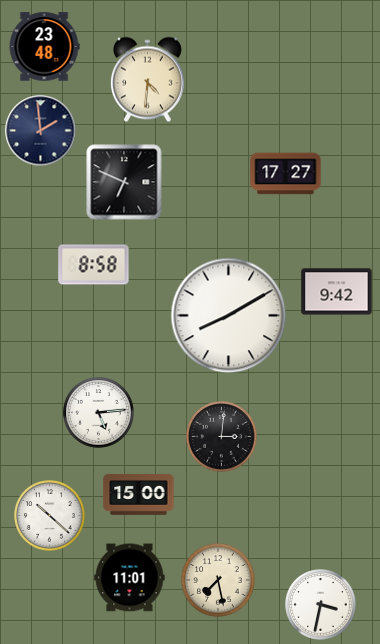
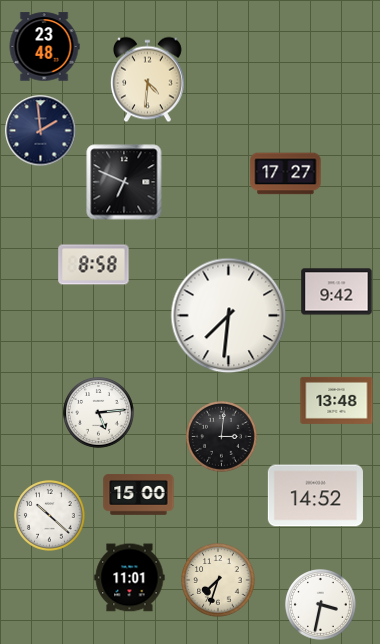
clock at (229, 316): 8:10 -> 7:31
clock at (337, 400): none -> 13:48
clock at (315, 496): none -> 14:52
clock at (218, 580): 7:28 -> 7:33
